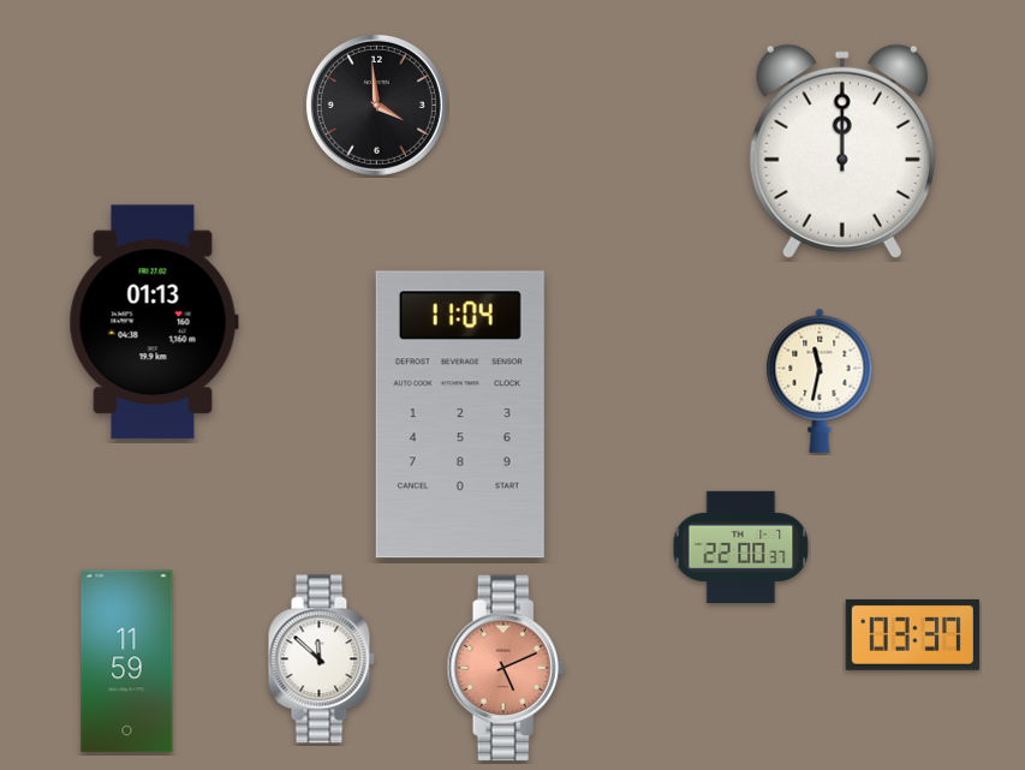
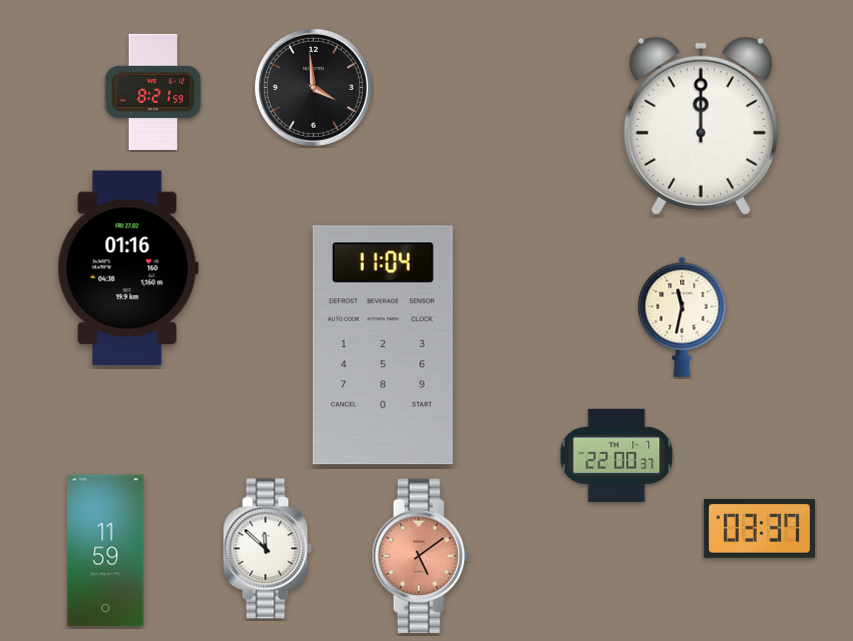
clock at (153, 92): none -> 8:21
clock at (154, 322): 01:13 -> 01:16
clock at (506, 668): 5:11 -> 5:09
